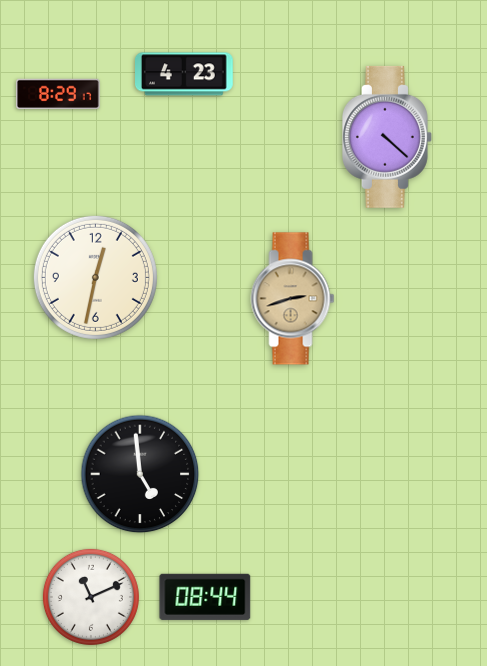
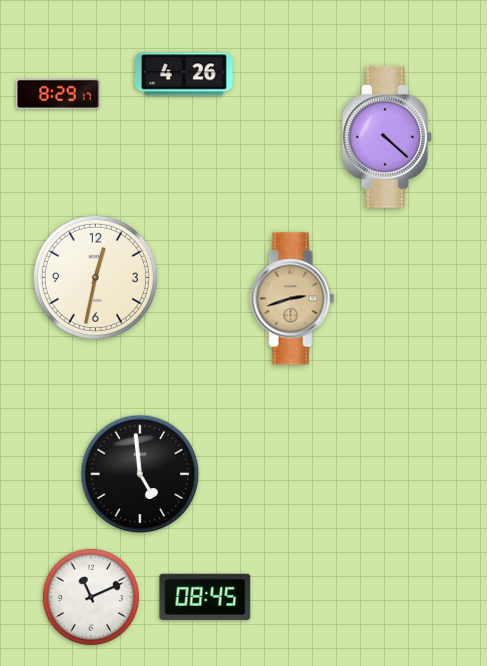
clock at (185, 74): 4:23 -> 4:26
clock at (205, 597): 08:44 -> 08:45
